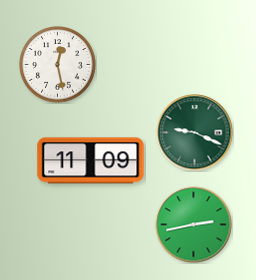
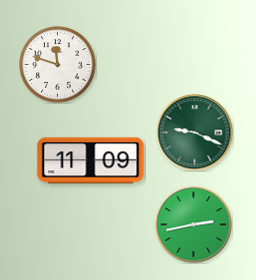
clock at (58, 65): 12:28 -> 11:48
